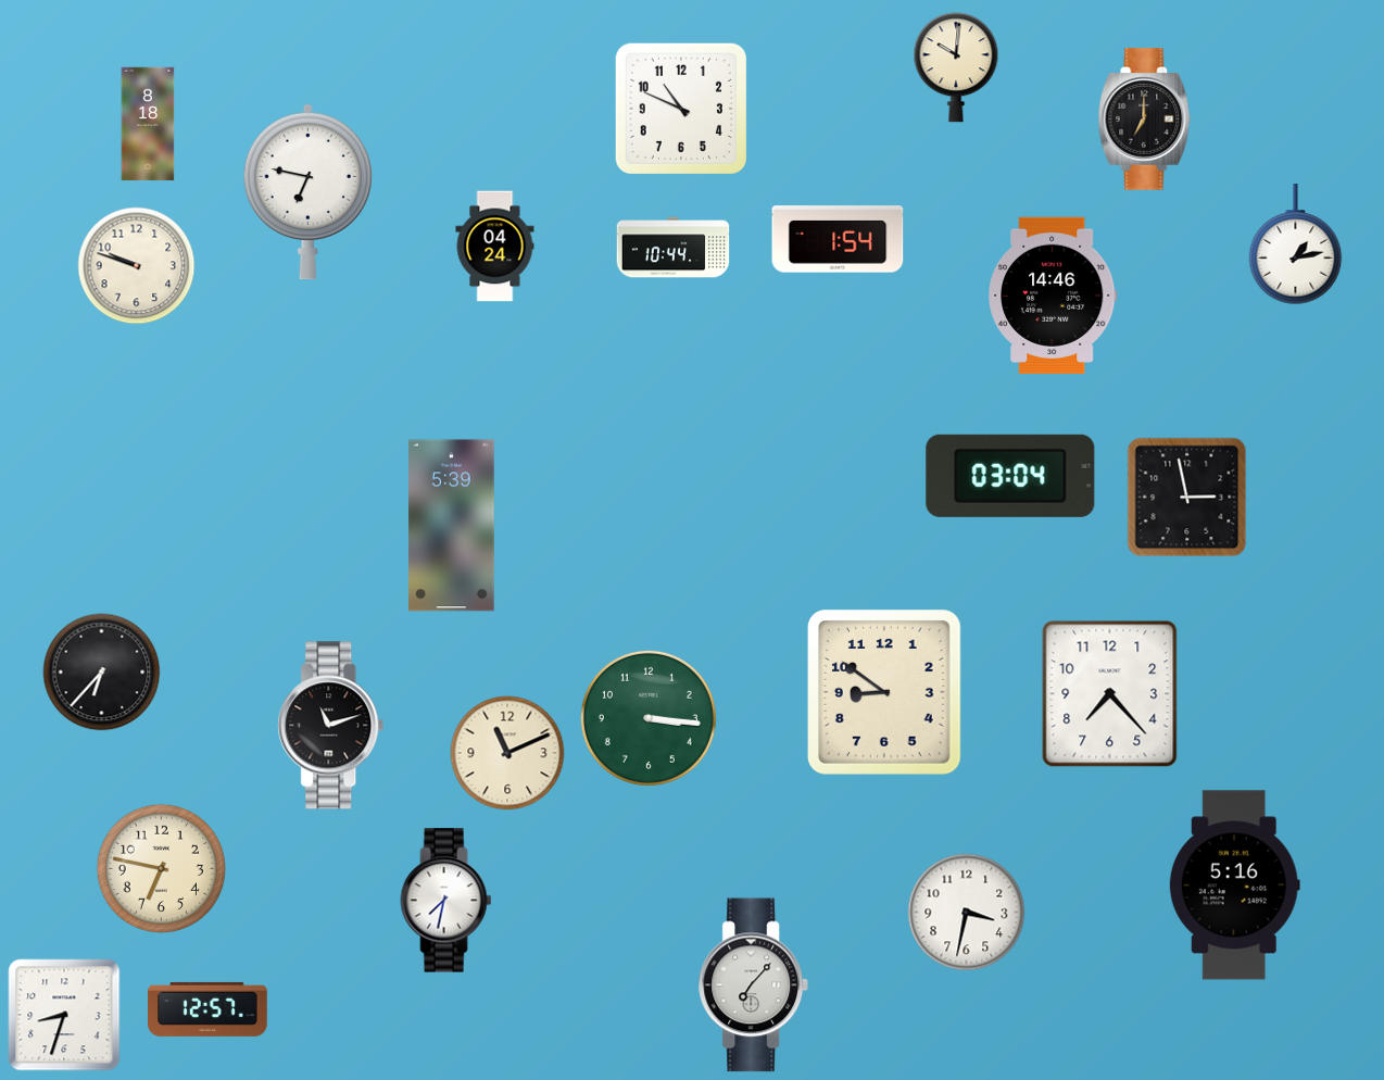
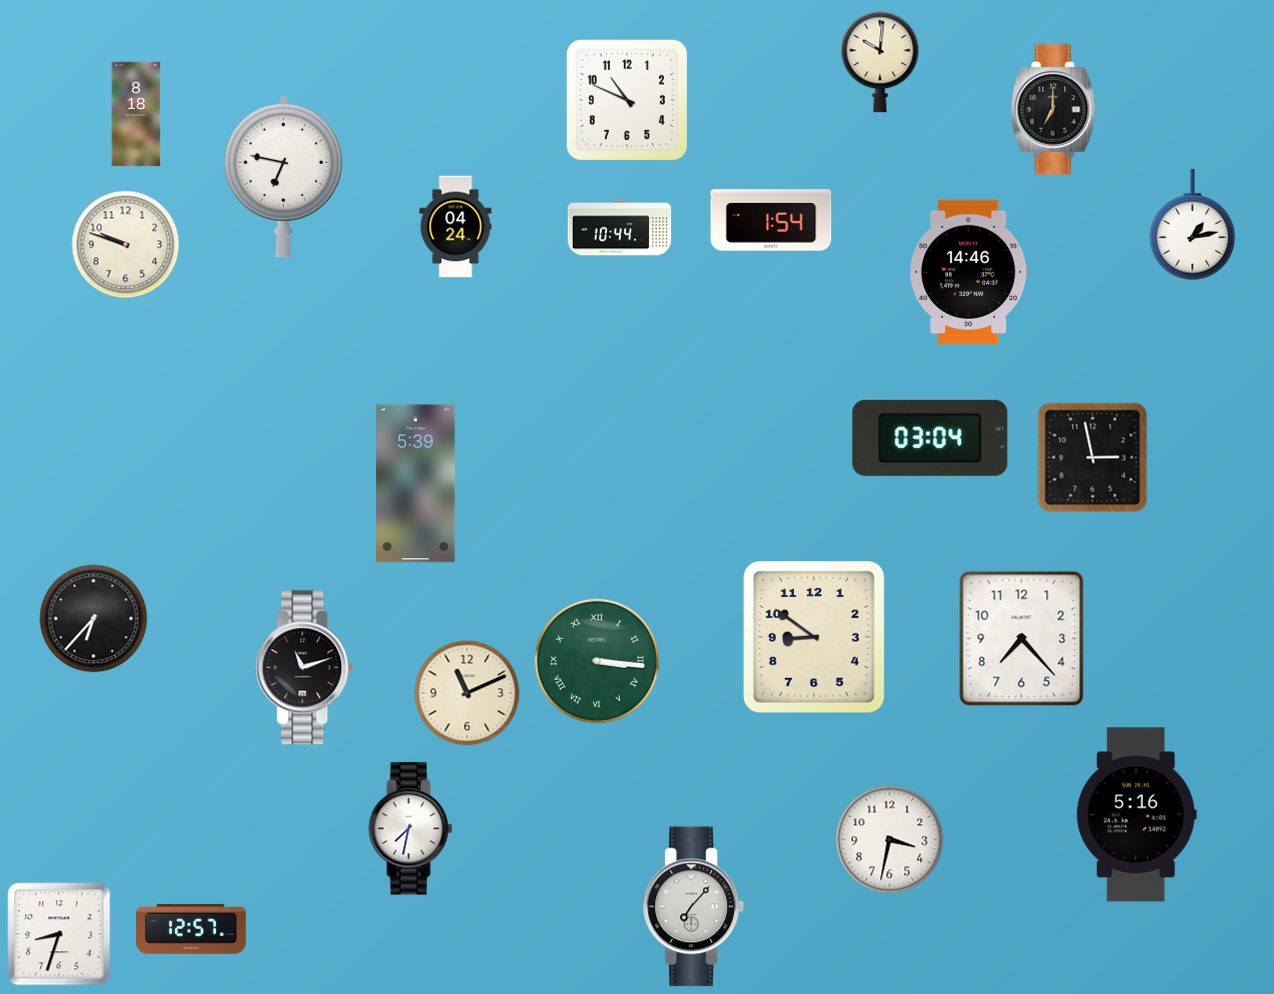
clock at (649, 718) numerals: Arabic -> Roman
clock at (161, 868): 6:47 -> none
